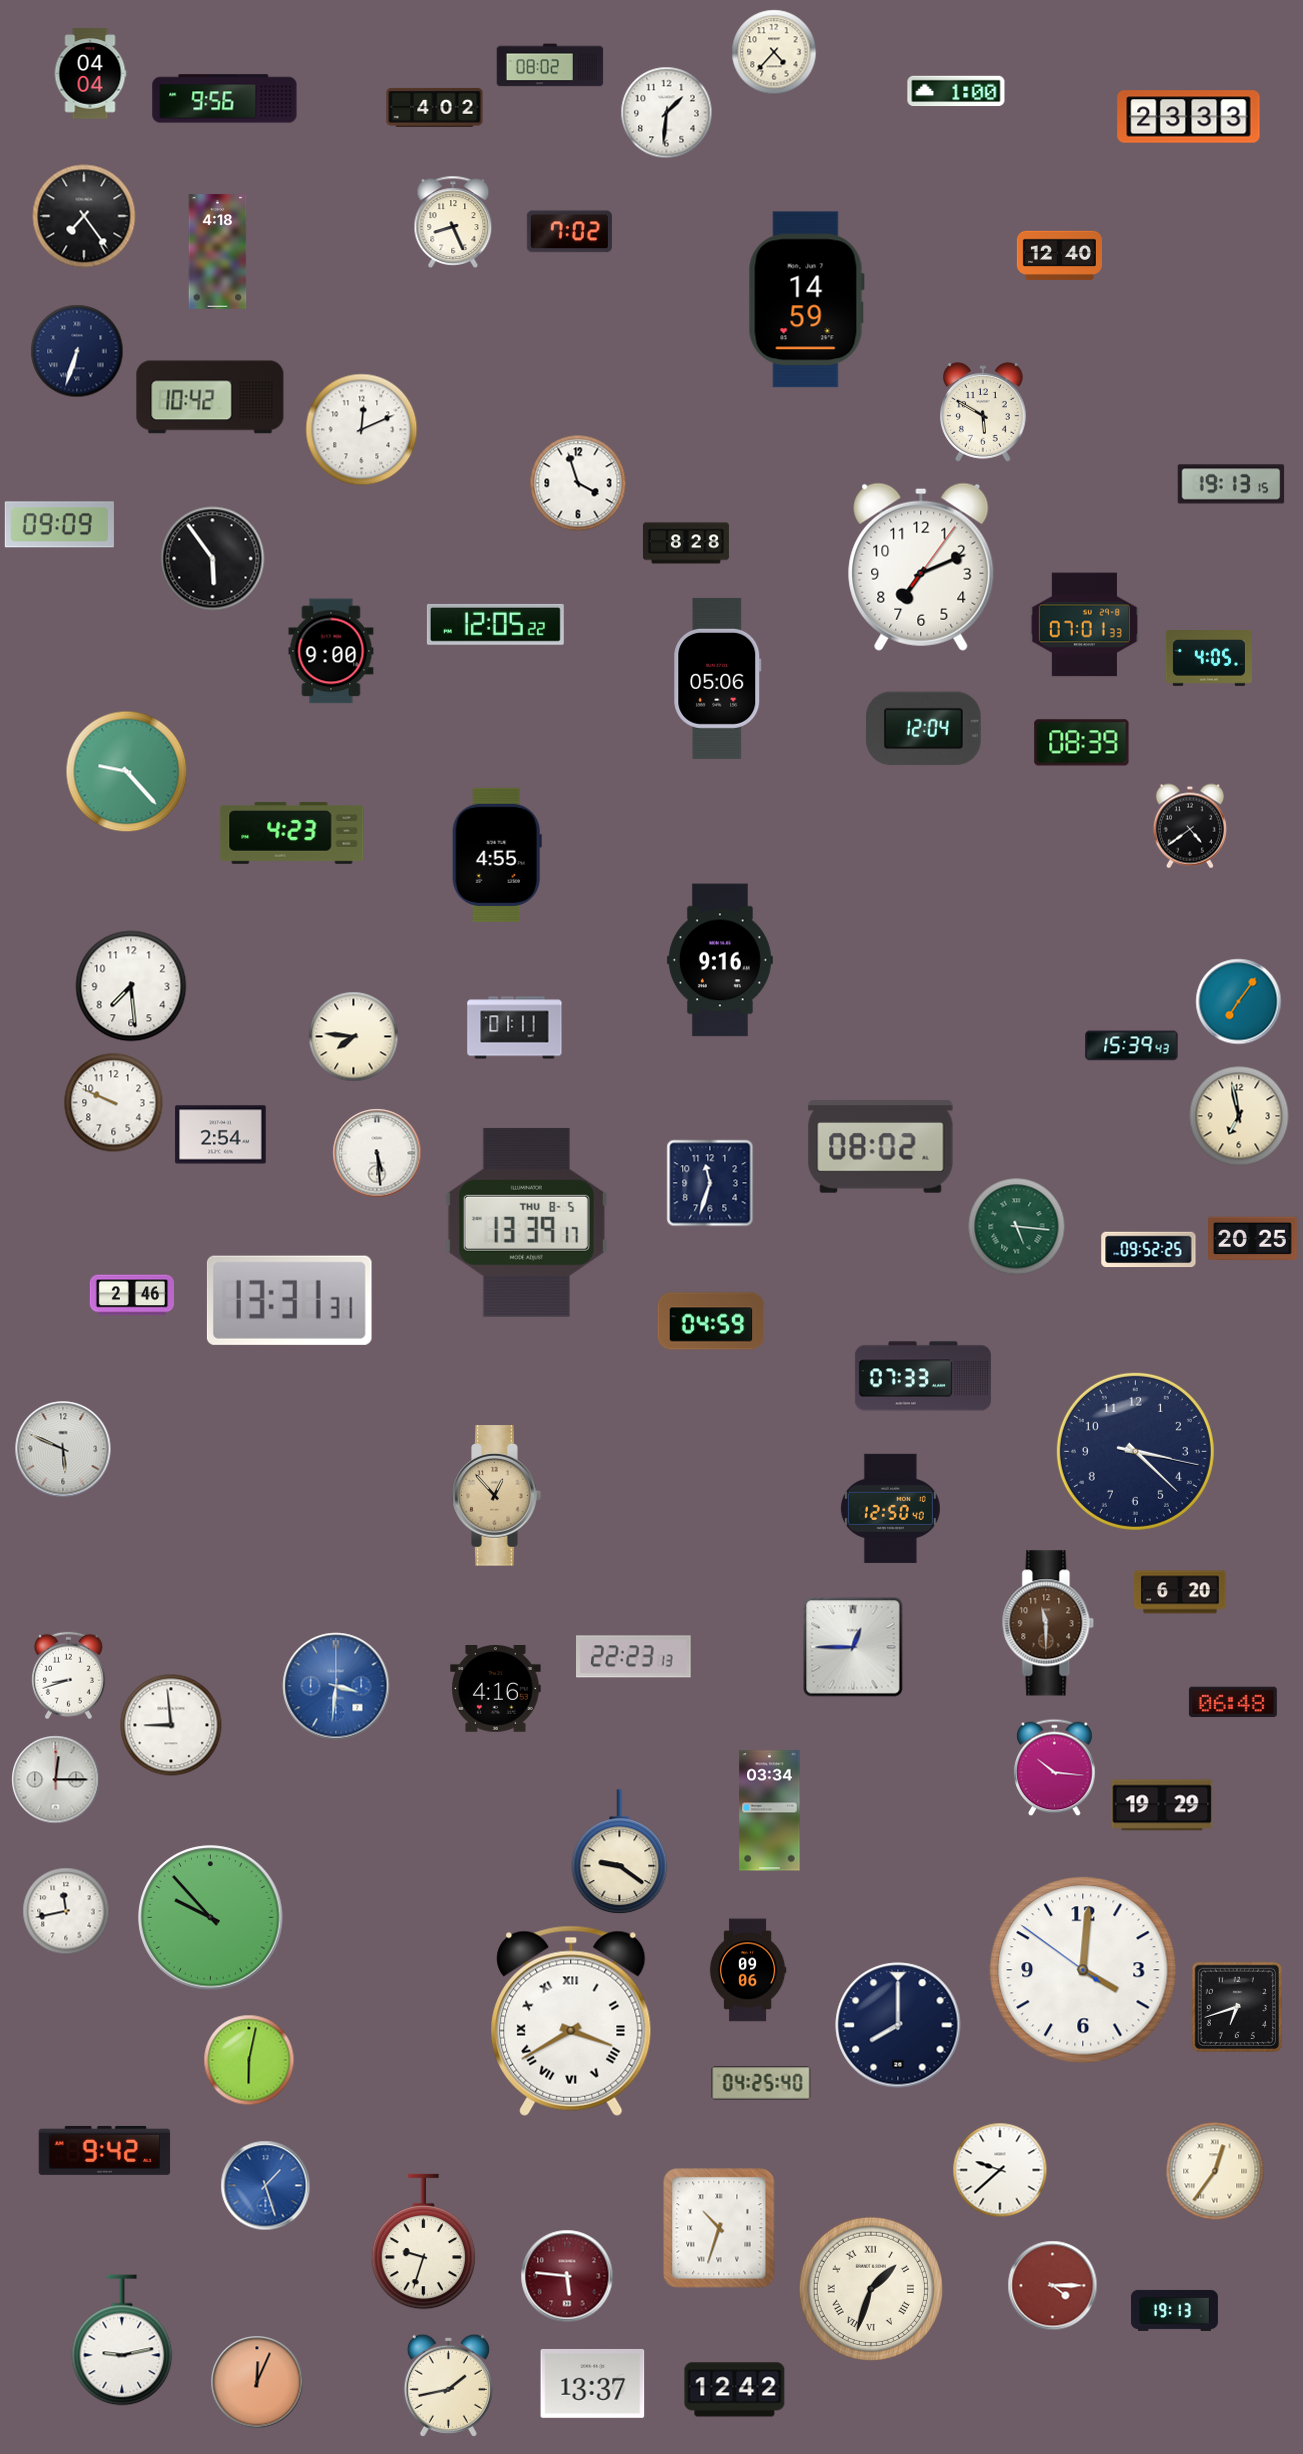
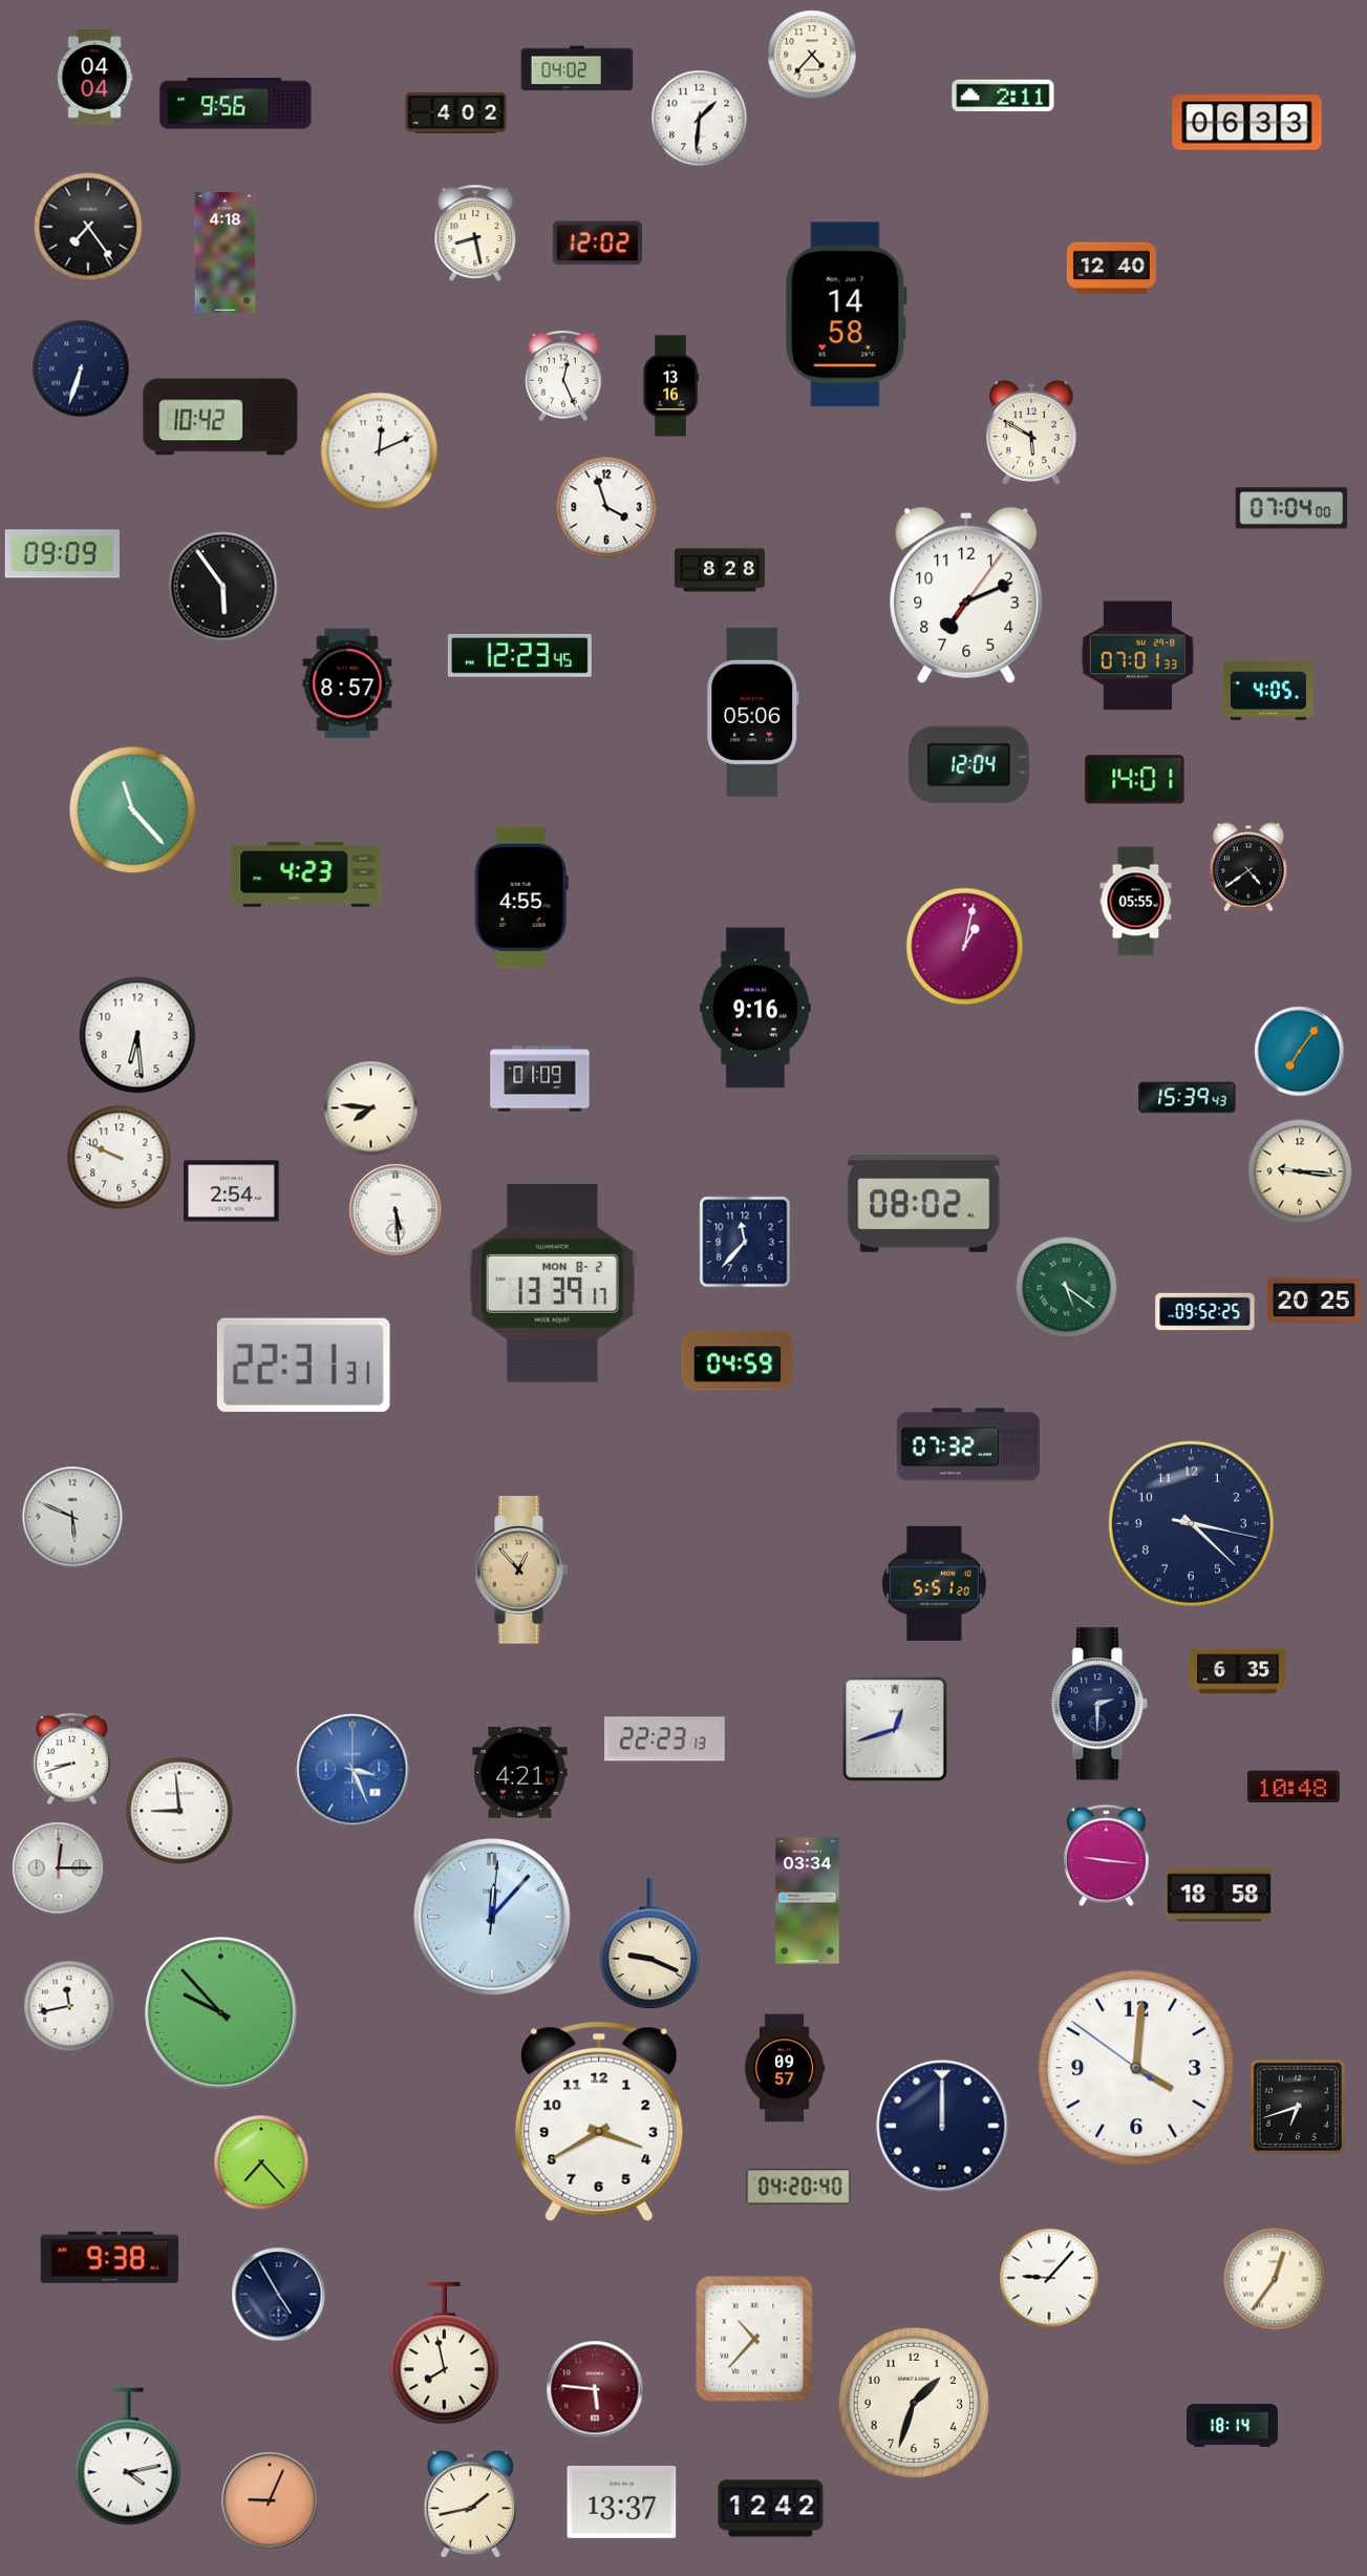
clock at (550, 65): 08:02 -> 04:02
clock at (956, 91): 1:00 -> 2:11
clock at (1189, 117): 23:33 -> 06:33
clock at (453, 222): 8:26 -> 8:28
clock at (569, 232): 7:02 -> 12:02
clock at (218, 252) position: (218, 252) -> (226, 253)
clock at (806, 300): 14:59 -> 14:58
clock at (563, 376): none -> 12:26
clock at (670, 386): none -> 13:16
clock at (1231, 484): 19:13 -> 07:04
clock at (59, 525) position: (59, 525) -> (62, 554)
clock at (495, 624): 12:05 -> 12:23
clock at (331, 651): 9:00 -> 8:57
clock at (1082, 743): 08:39 -> 14:01
clock at (127, 772): 9:23 -> 11:23
clock at (1136, 902): none -> 05:55
clock at (965, 947): none -> 1:02
clock at (131, 986): 7:29 -> 6:29
clock at (515, 1028): 01:11 -> 01:09
clock at (354, 1037) position: (354, 1037) -> (371, 1108)
clock at (1239, 1116): 6:58 -> 9:16
clock at (710, 1183): 11:33 -> 11:37
clock at (526, 1222) date: THU 8-5 -> MON 8-2
clock at (1017, 1227): 5:16 -> 5:21
clock at (131, 1295): 2:46 -> none
clock at (289, 1300): 13:31 -> 22:31
clock at (711, 1321) position: (711, 1321) -> (738, 1360)
clock at (923, 1376): 07:33 -> 07:32
clock at (63, 1449) position: (63, 1449) -> (72, 1517)
clock at (890, 1508): 12:50 -> 5:51
clock at (1180, 1592): 6:20 -> 6:35
clock at (1048, 1623): 11:30 -> 2:30
clock at (1048, 1623) dial: brown -> navy
clock at (853, 1647): 12:45 -> 12:42
clock at (336, 1686): 3:31 -> 3:26
clock at (496, 1689): 4:16 -> 4:21
clock at (1233, 1702): 06:48 -> 10:48
clock at (1055, 1768): 10:16 -> 9:16
clock at (1162, 1805): 19:29 -> 18:58
clock at (492, 1917): none -> 12:07
clock at (620, 1852): 9:21 -> 9:19
clock at (748, 1970): 09:06 -> 09:57
clock at (571, 2021) numerals: Roman -> Arabic
clock at (898, 2025): 8:00 -> 12:00
clock at (249, 2060): 6:02 -> 7:23
clock at (761, 2083): 04:25 -> 04:20
clock at (105, 2150): 9:42 -> 9:38
clock at (1000, 2170): 9:38 -> 9:07
clock at (266, 2186): 1:27 -> 4:55
clock at (266, 2186) dial: blue -> navy
clock at (719, 2228): 10:33 -> 10:37
clock at (424, 2242): 9:33 -> 7:58
clock at (1053, 2286): 4:15 -> none
clock at (870, 2288) numerals: Roman -> Arabic
clock at (1174, 2310): 19:13 -> 18:14
clock at (122, 2340): 9:13 -> 4:13
clock at (257, 2382): 12:04 -> 9:04
